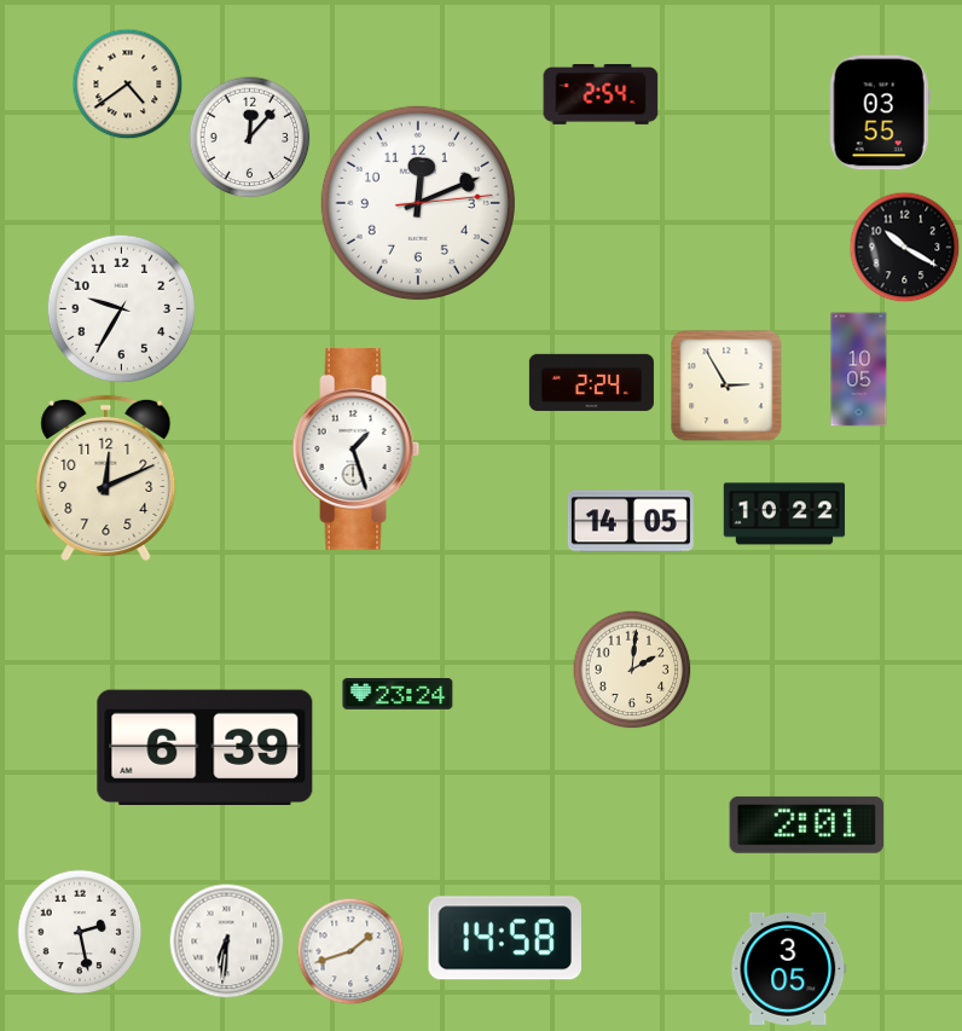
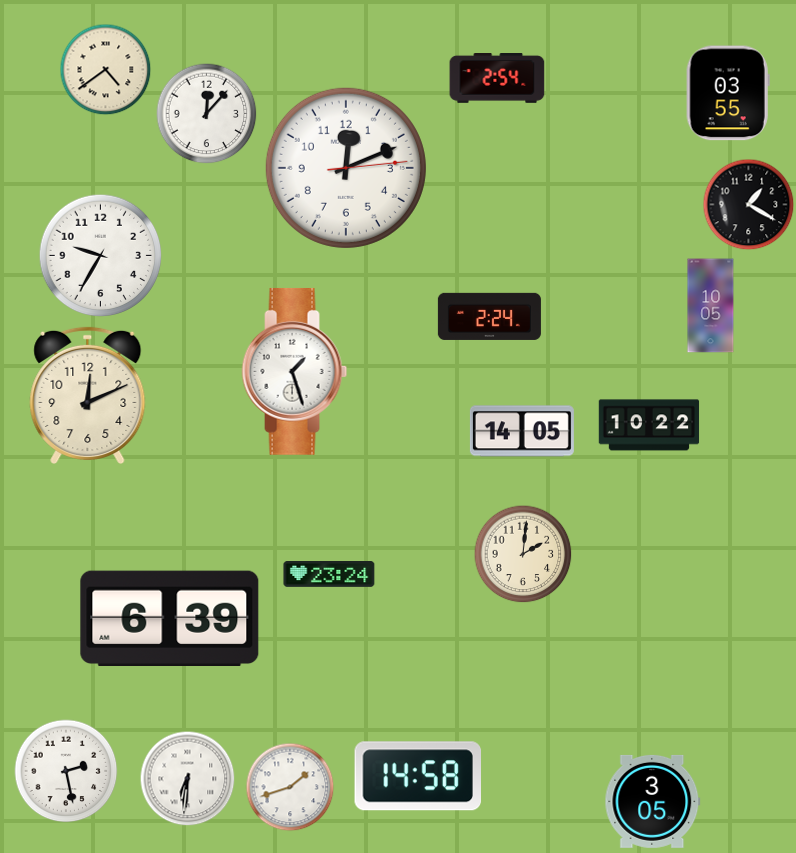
clock at (905, 248): 10:20 -> 1:20
clock at (726, 386): 2:55 -> none
clock at (807, 824): 2:01 -> none
